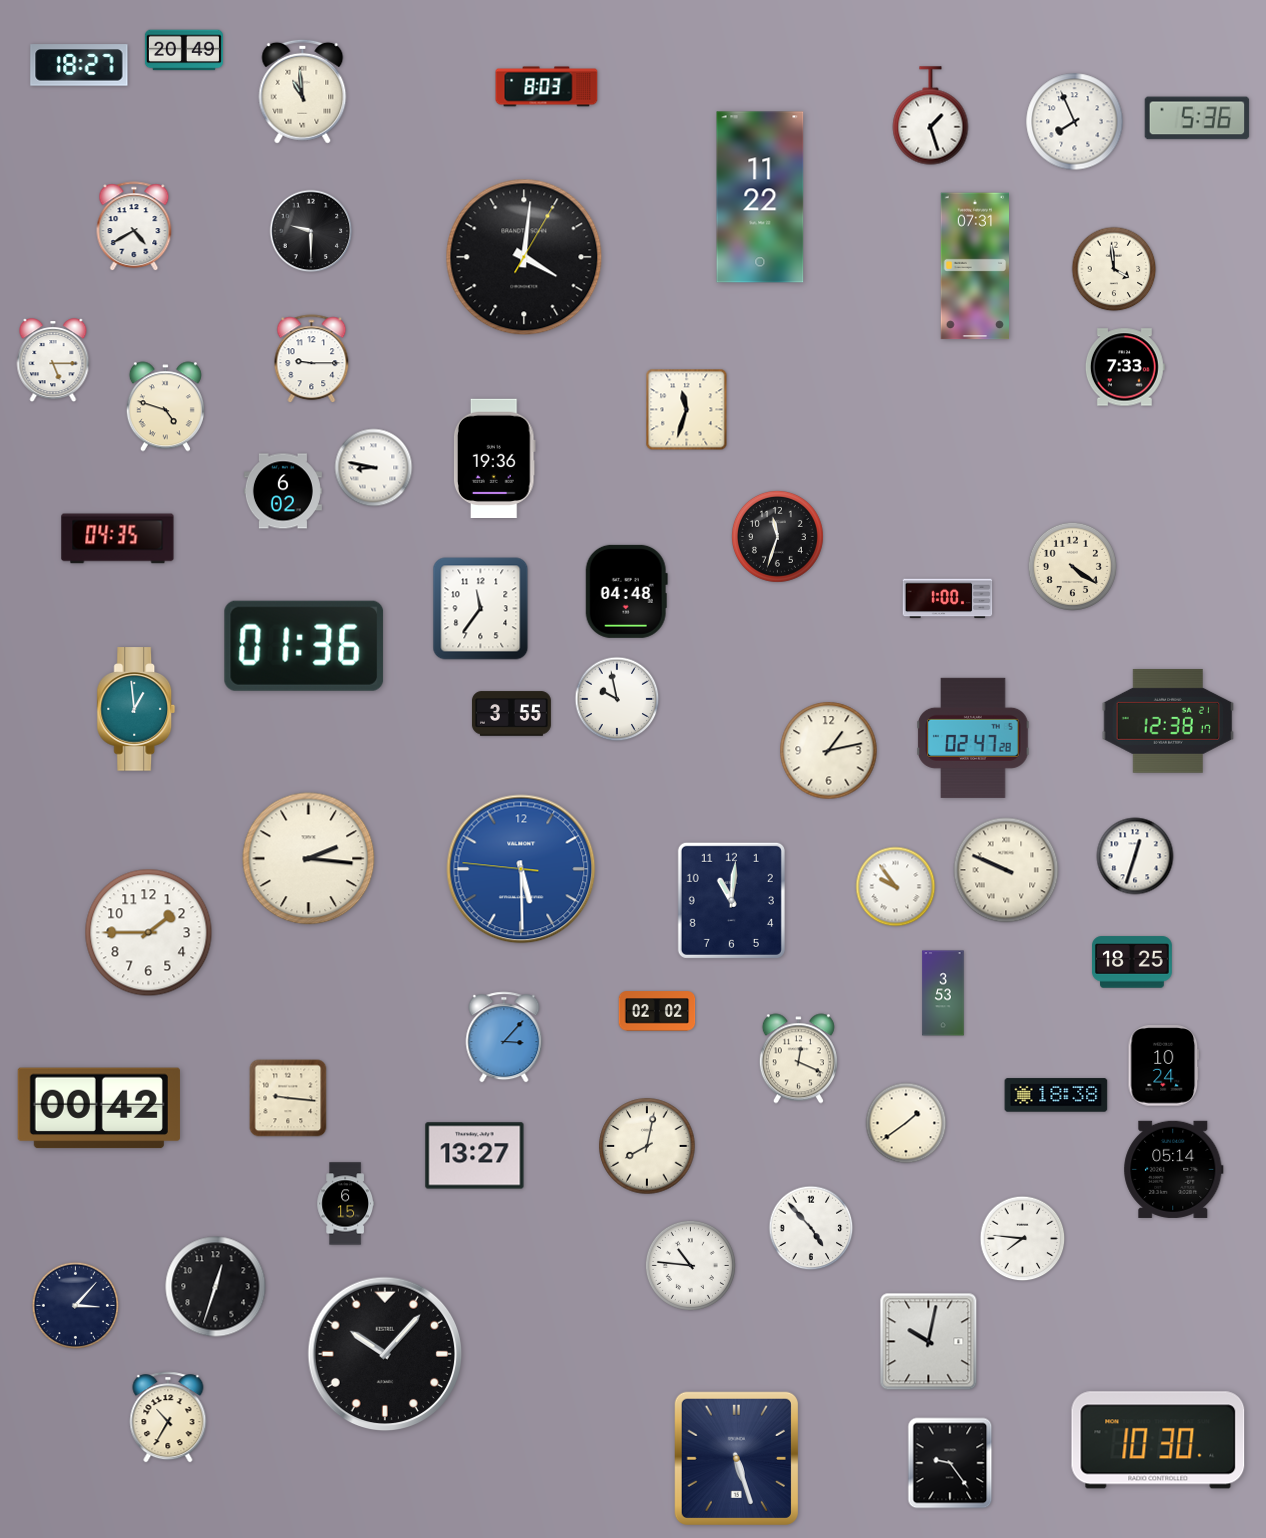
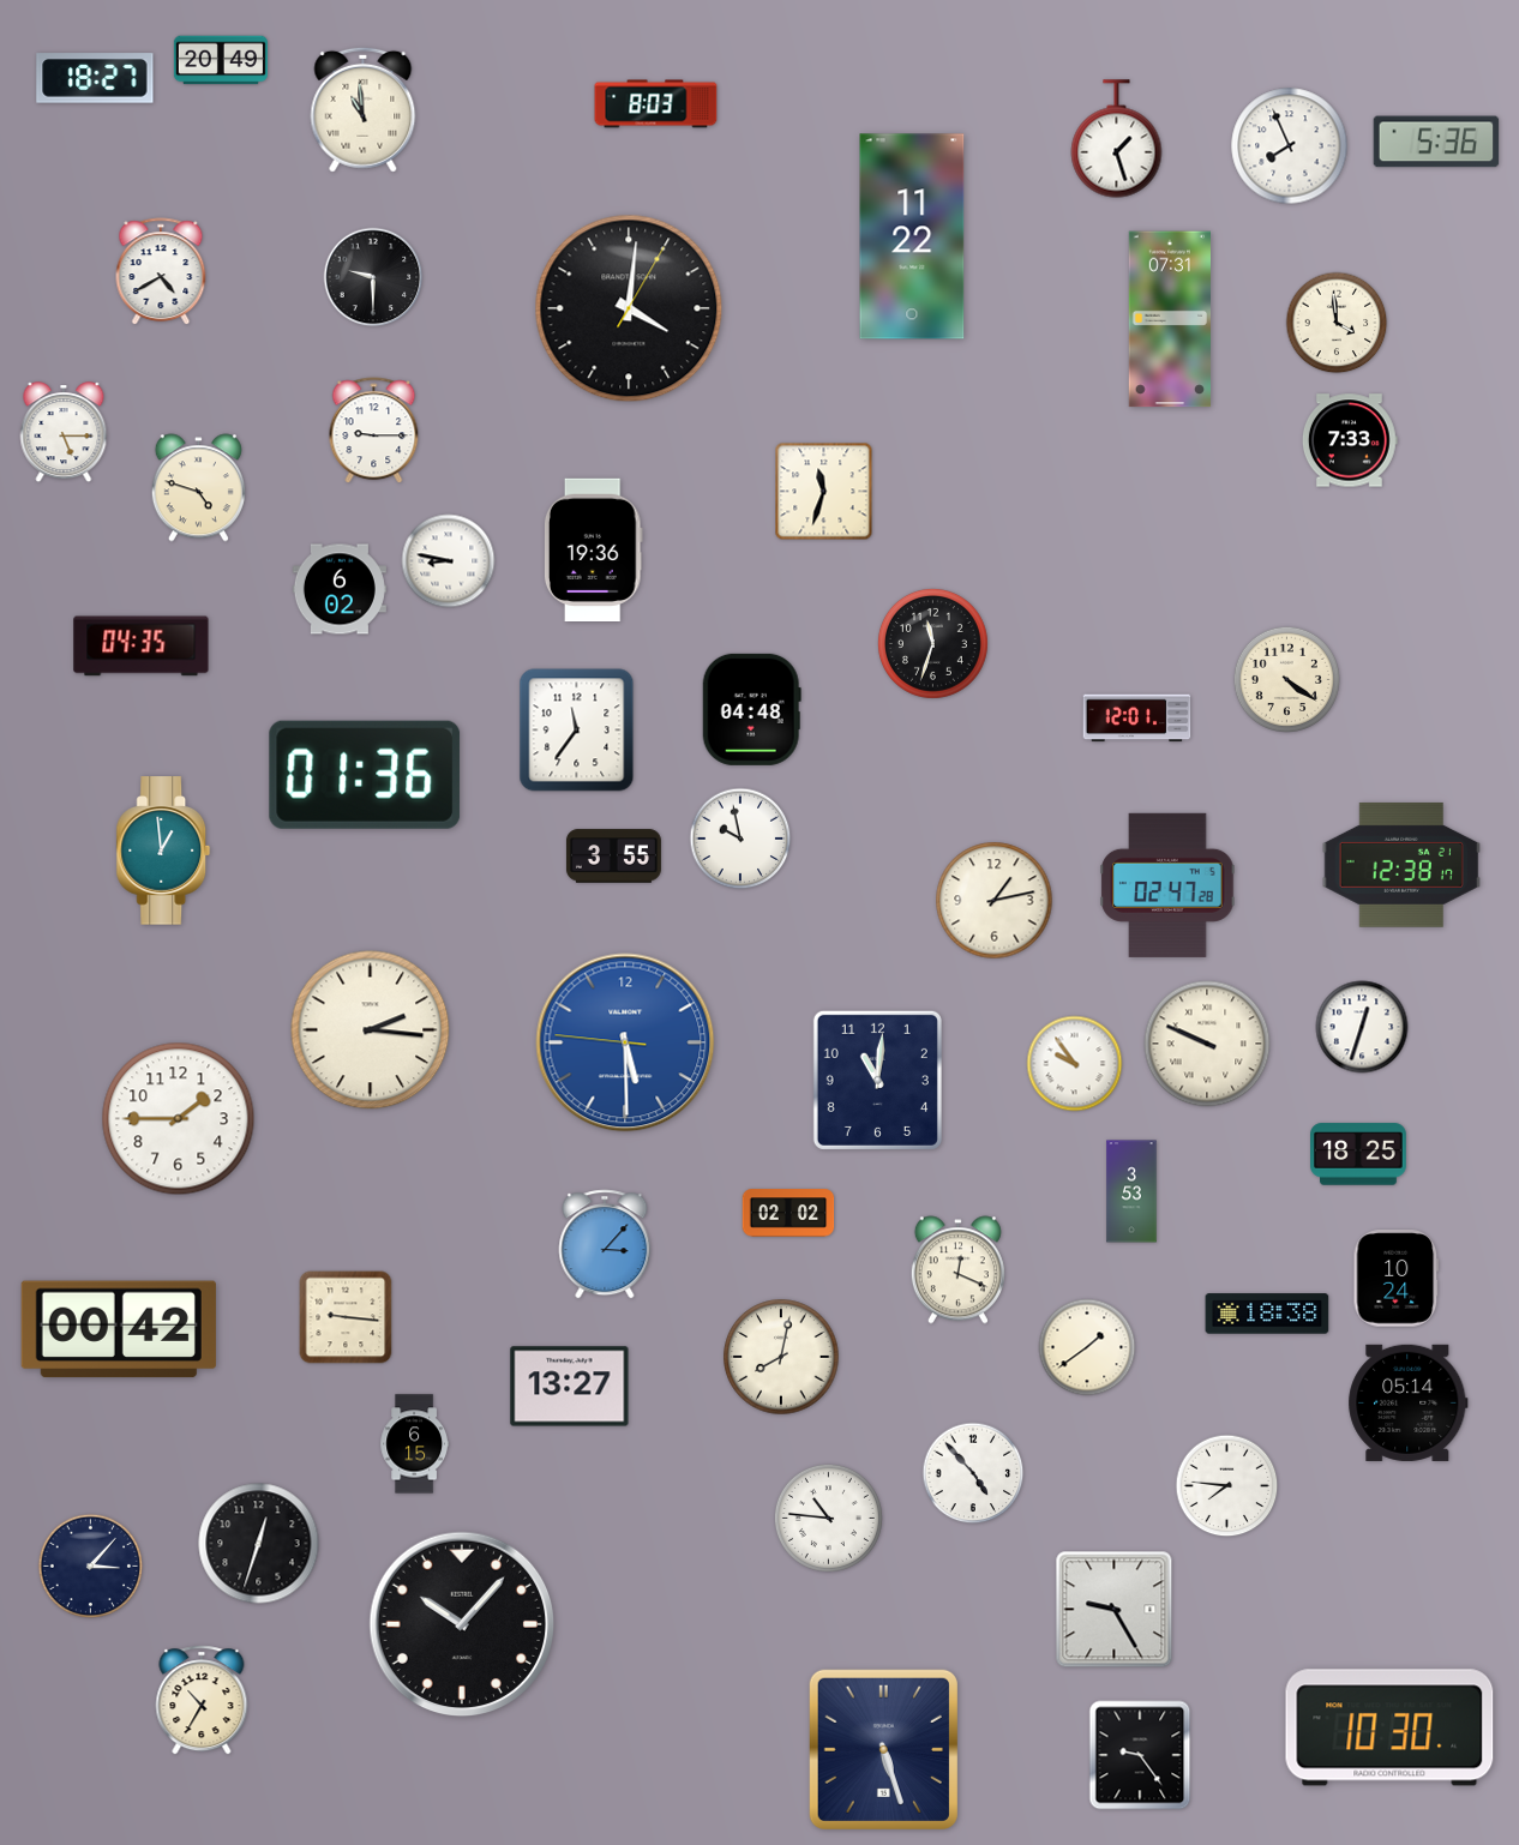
clock at (948, 599): 1:00 -> 12:01
clock at (647, 1146) position: (647, 1146) -> (781, 1357)
clock at (929, 1342): 10:02 -> 9:25
